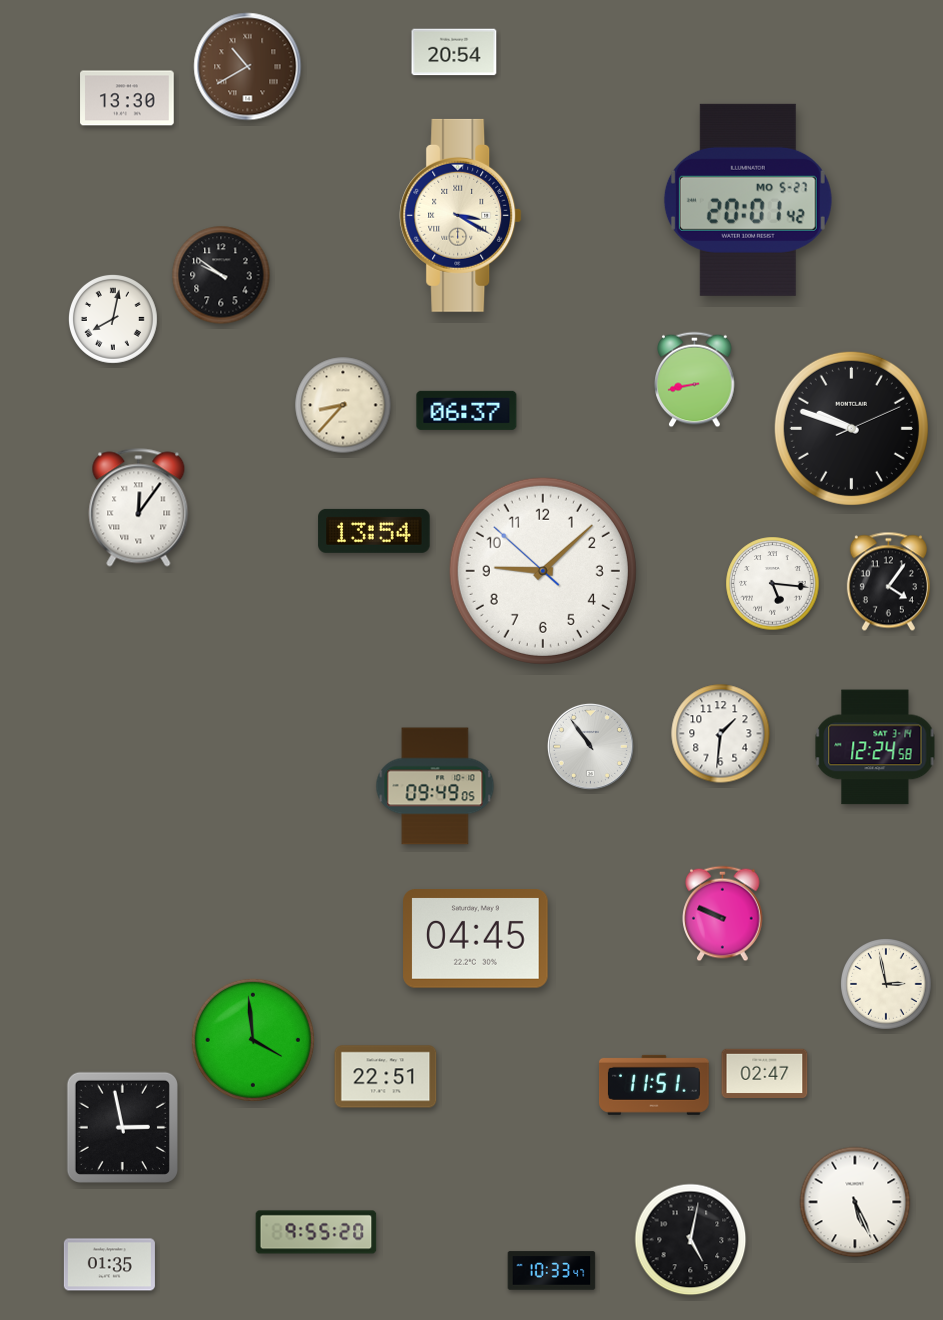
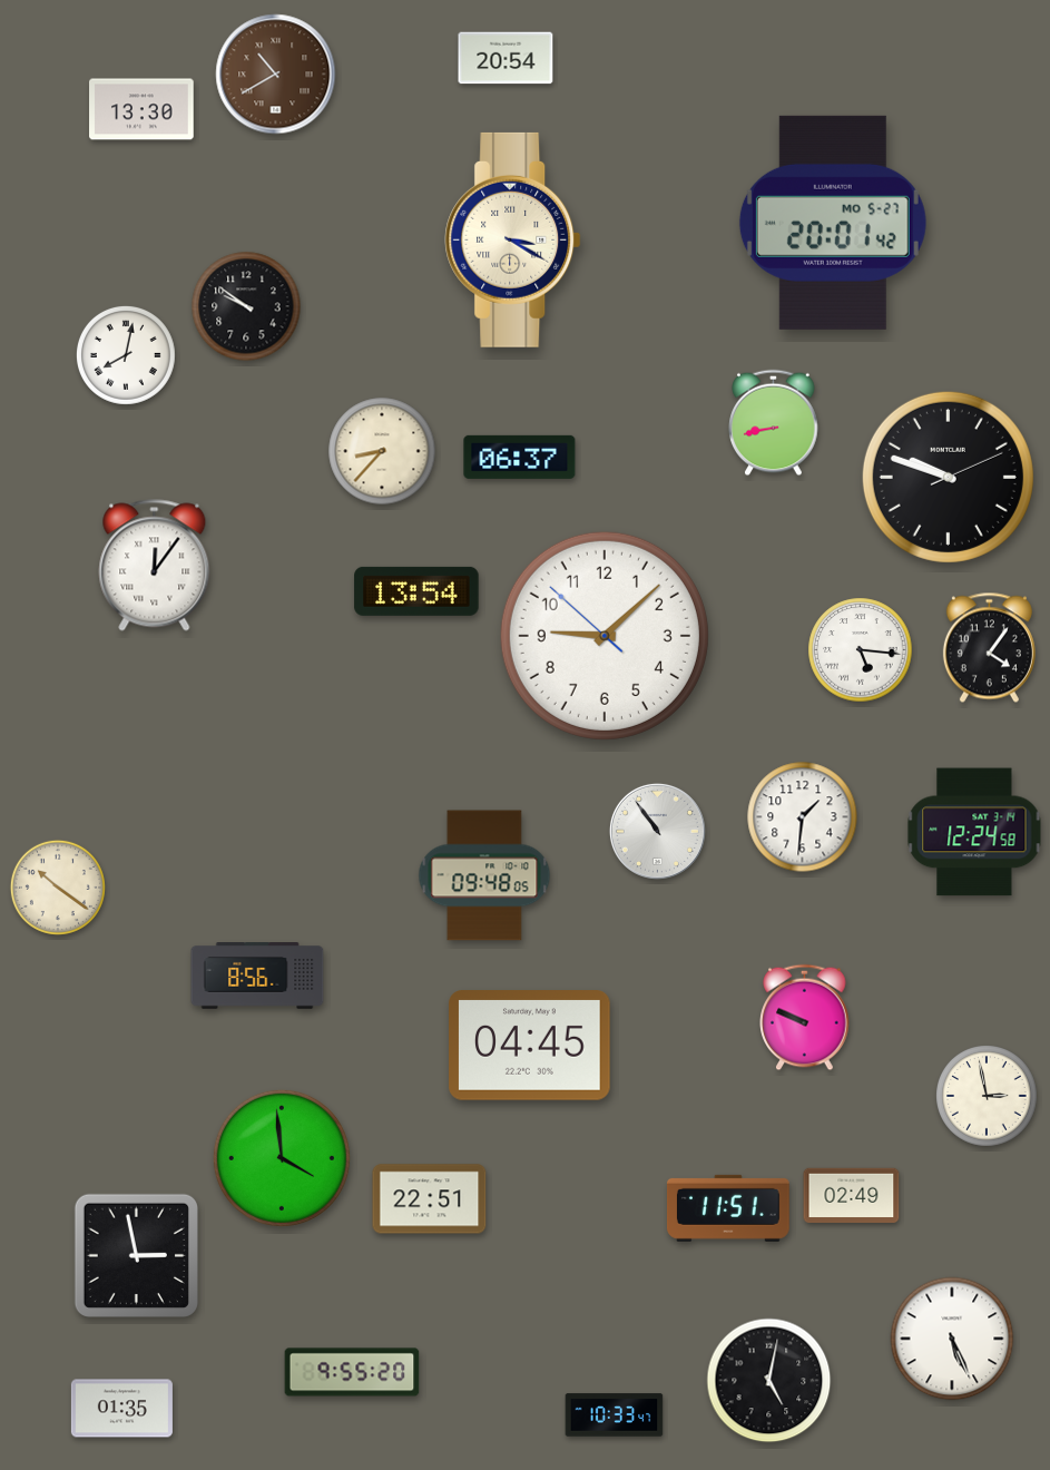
clock at (435, 786): 09:49 -> 09:48
clock at (58, 888): none -> 10:21
clock at (257, 977): none -> 8:56
clock at (765, 1074): 02:47 -> 02:49
